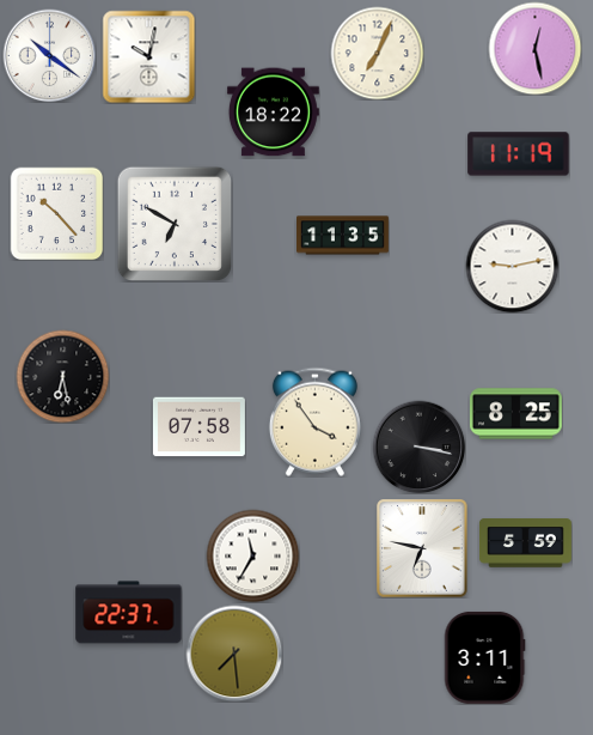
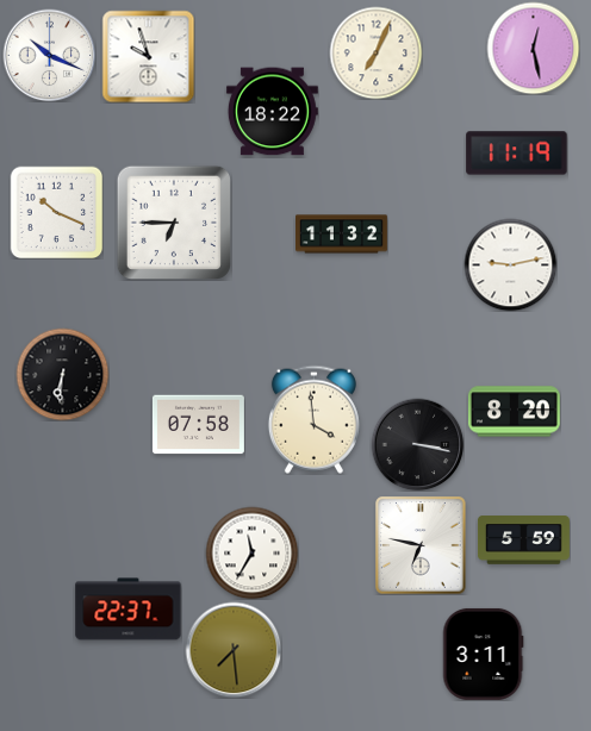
clock at (49, 55): 10:21 -> 10:19
clock at (148, 56): 10:02 -> 9:57
clock at (56, 213): 10:23 -> 10:19
clock at (173, 223): 6:50 -> 6:45
clock at (343, 236): 11:35 -> 11:32
clock at (62, 376): 6:28 -> 6:31
clock at (515, 414): 8:25 -> 8:20
clock at (314, 421): 3:54 -> 3:59
